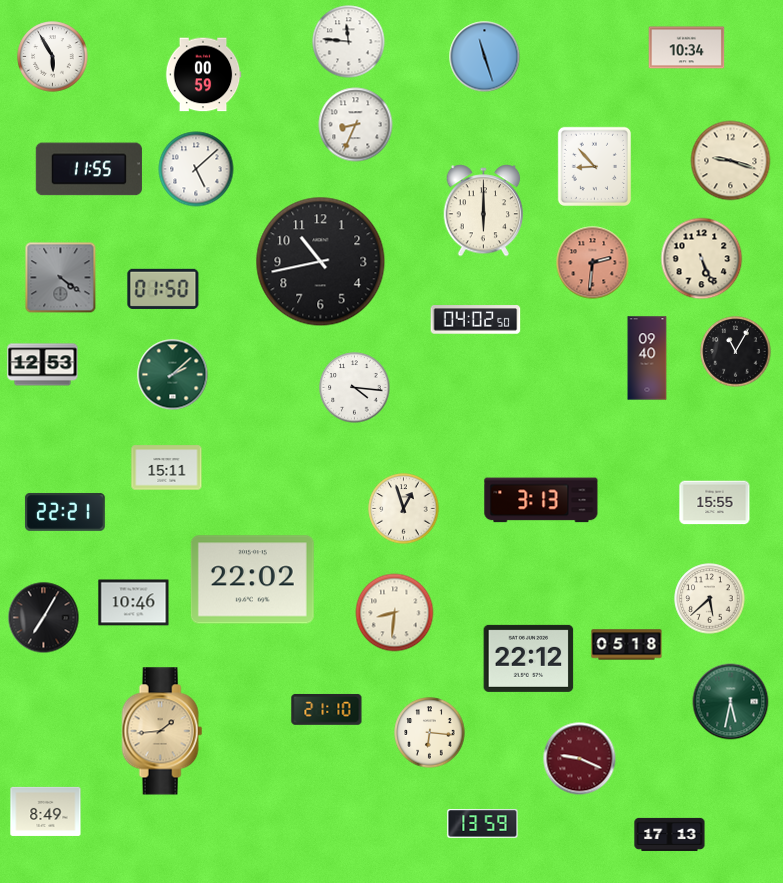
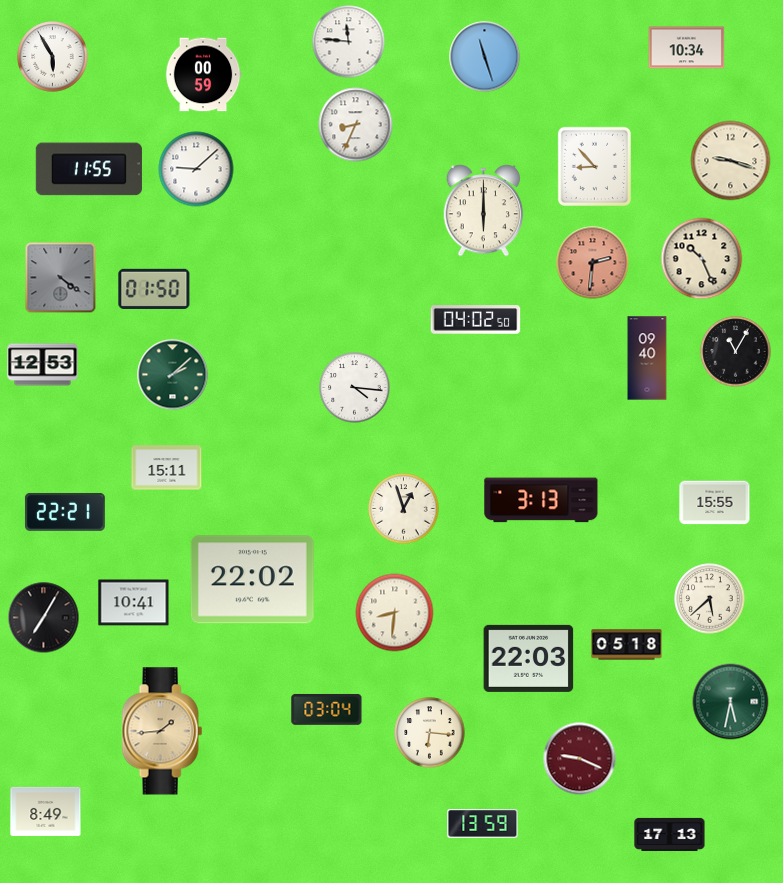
clock at (196, 169): 5:08 -> 9:08
clock at (702, 259): 5:26 -> 10:26
clock at (321, 262): 10:43 -> none
clock at (163, 289) position: (163, 289) -> (154, 289)
clock at (134, 603): 10:46 -> 10:41
clock at (529, 658): 22:12 -> 22:03
clock at (327, 709): 21:10 -> 03:04
